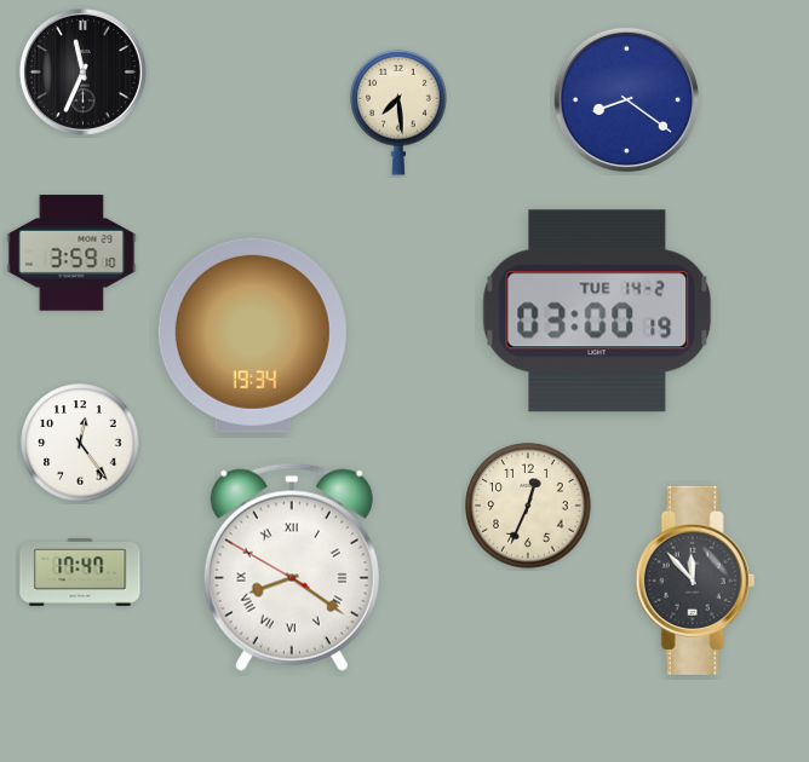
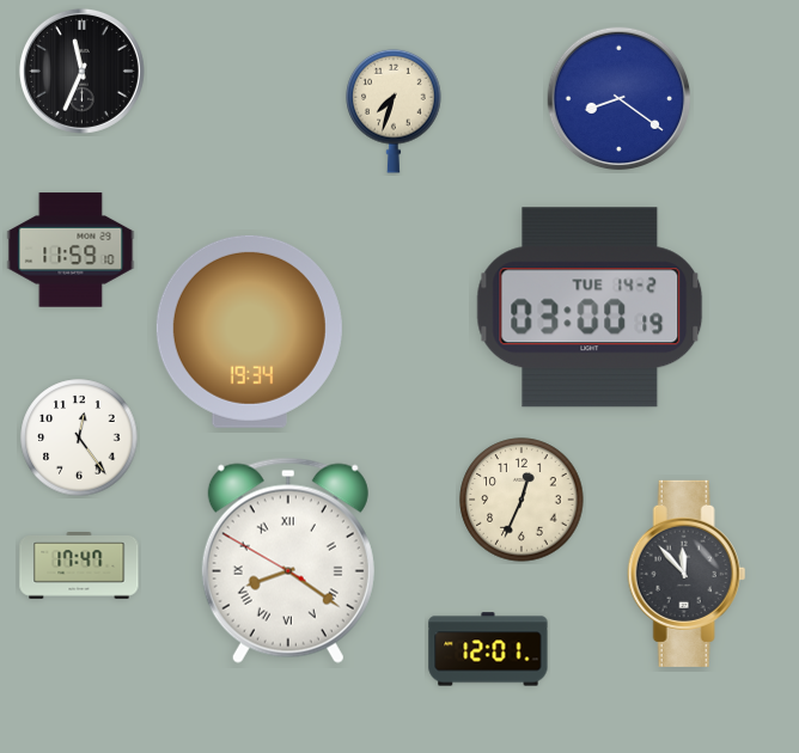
clock at (398, 112): 7:29 -> 7:33
clock at (71, 253): 3:59 -> 11:59
clock at (488, 649): none -> 12:01
